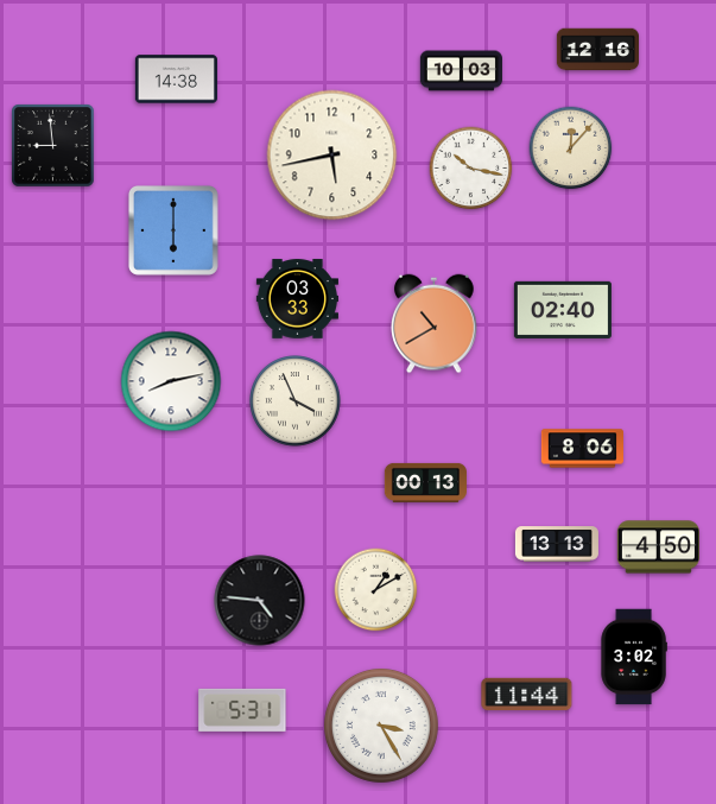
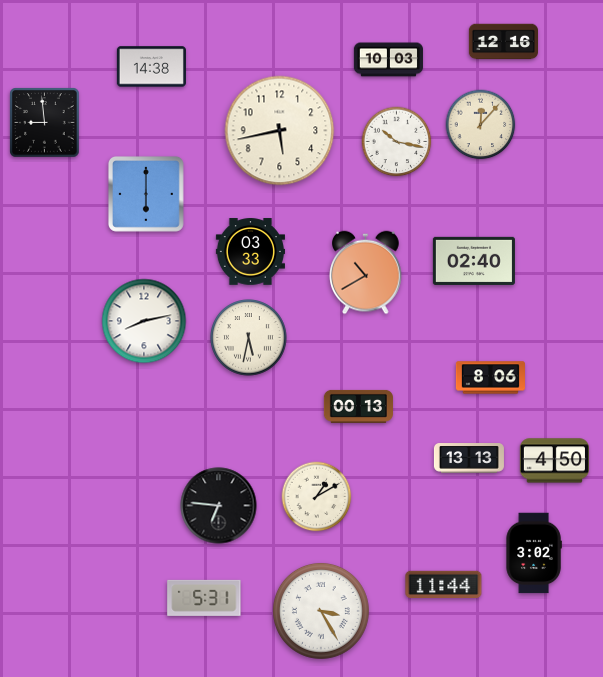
clock at (176, 80) position: (176, 80) -> (151, 67)
clock at (296, 401): 3:56 -> 5:32
clock at (260, 601): 4:46 -> 6:46
